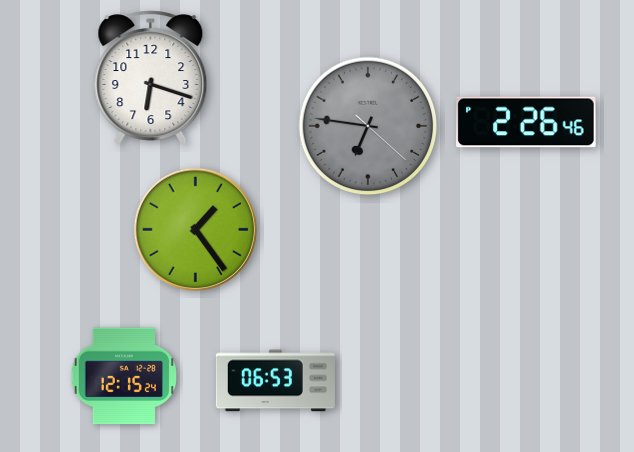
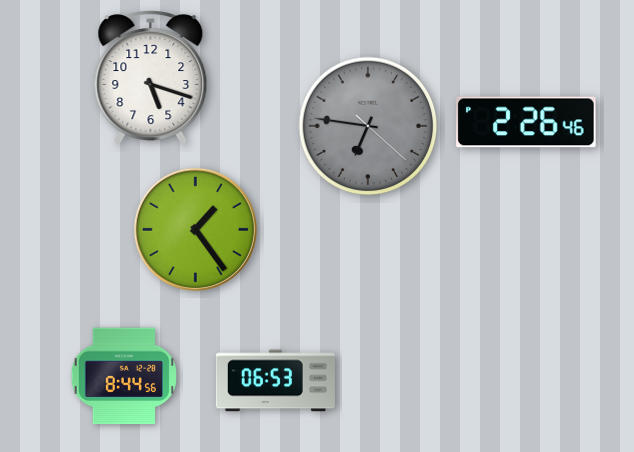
clock at (151, 78): 6:18 -> 5:18
clock at (124, 376): 12:15 -> 8:44
